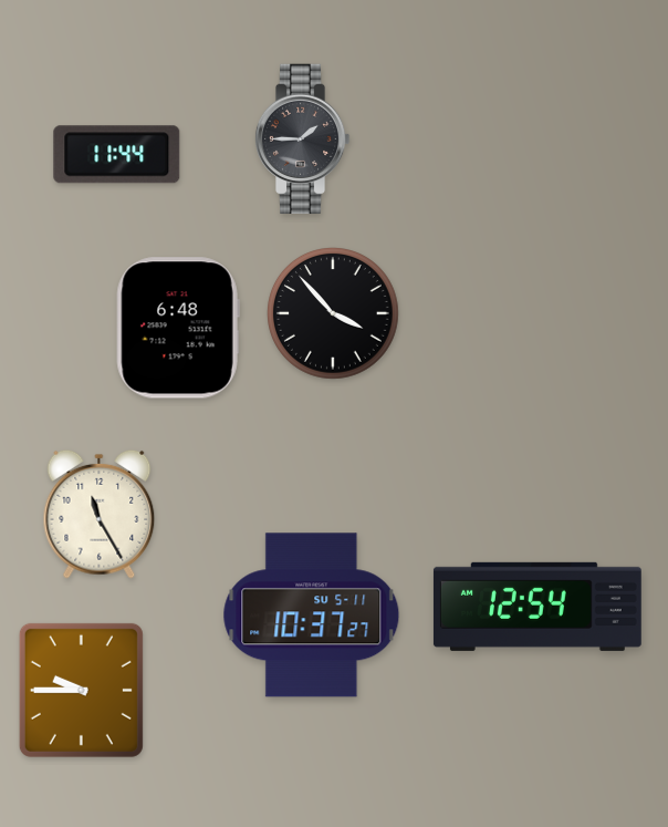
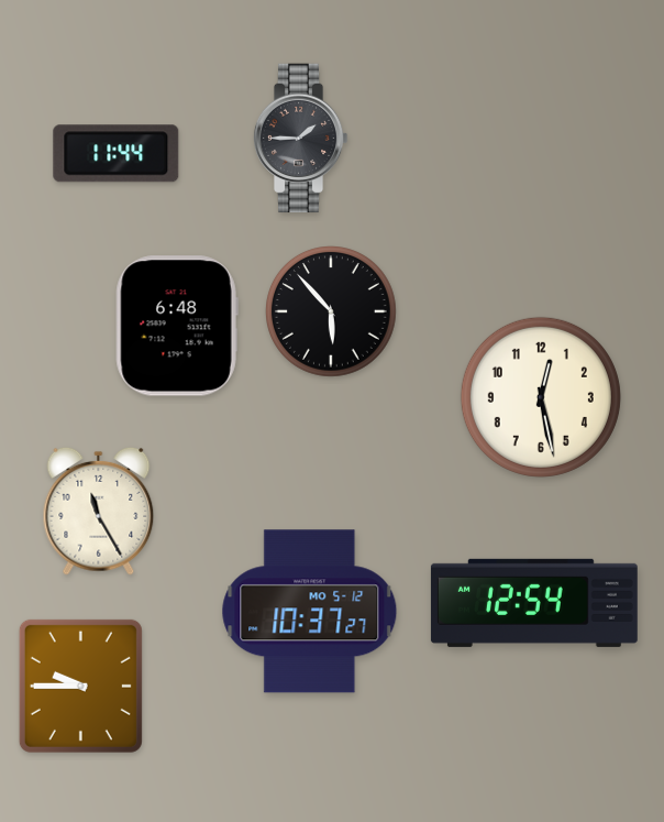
clock at (334, 314): 3:53 -> 5:53
clock at (541, 397): none -> 12:28
clock at (312, 616) date: SU 5-11 -> MO 5-12
